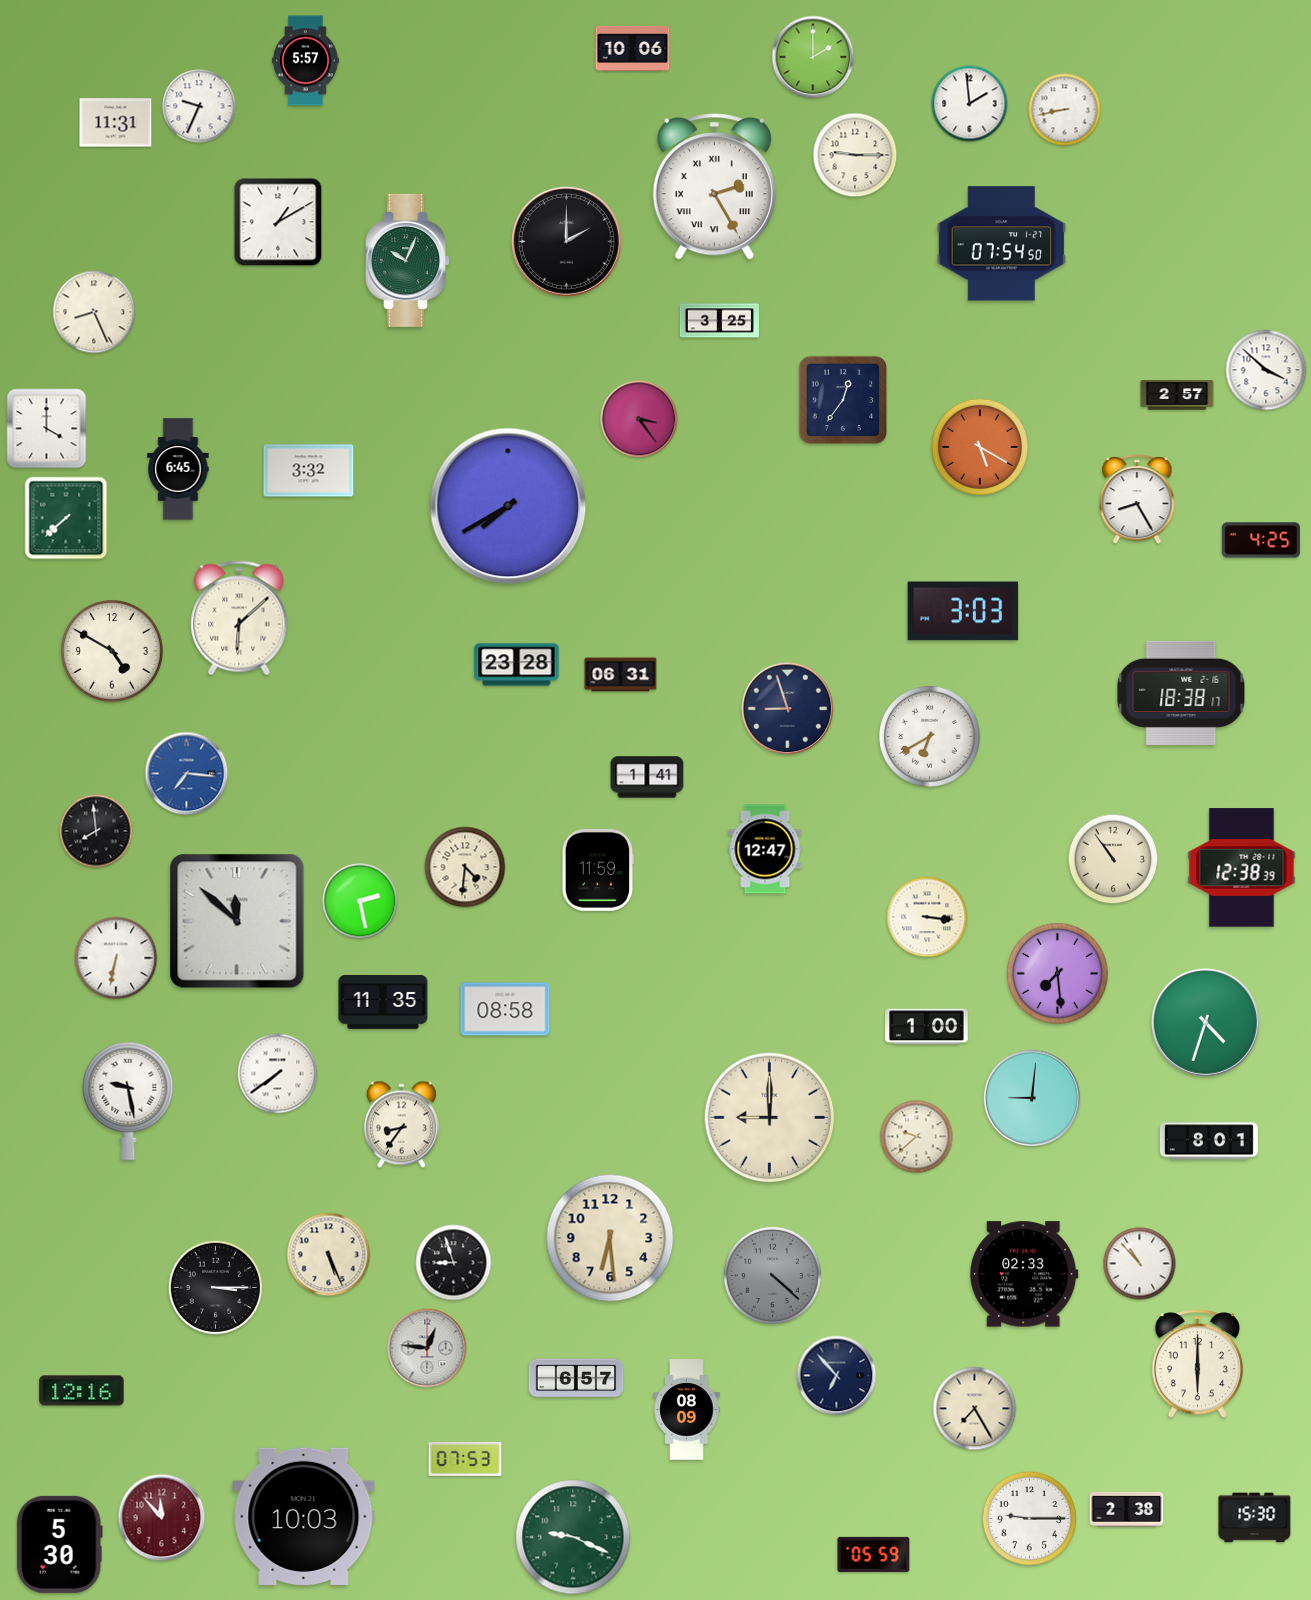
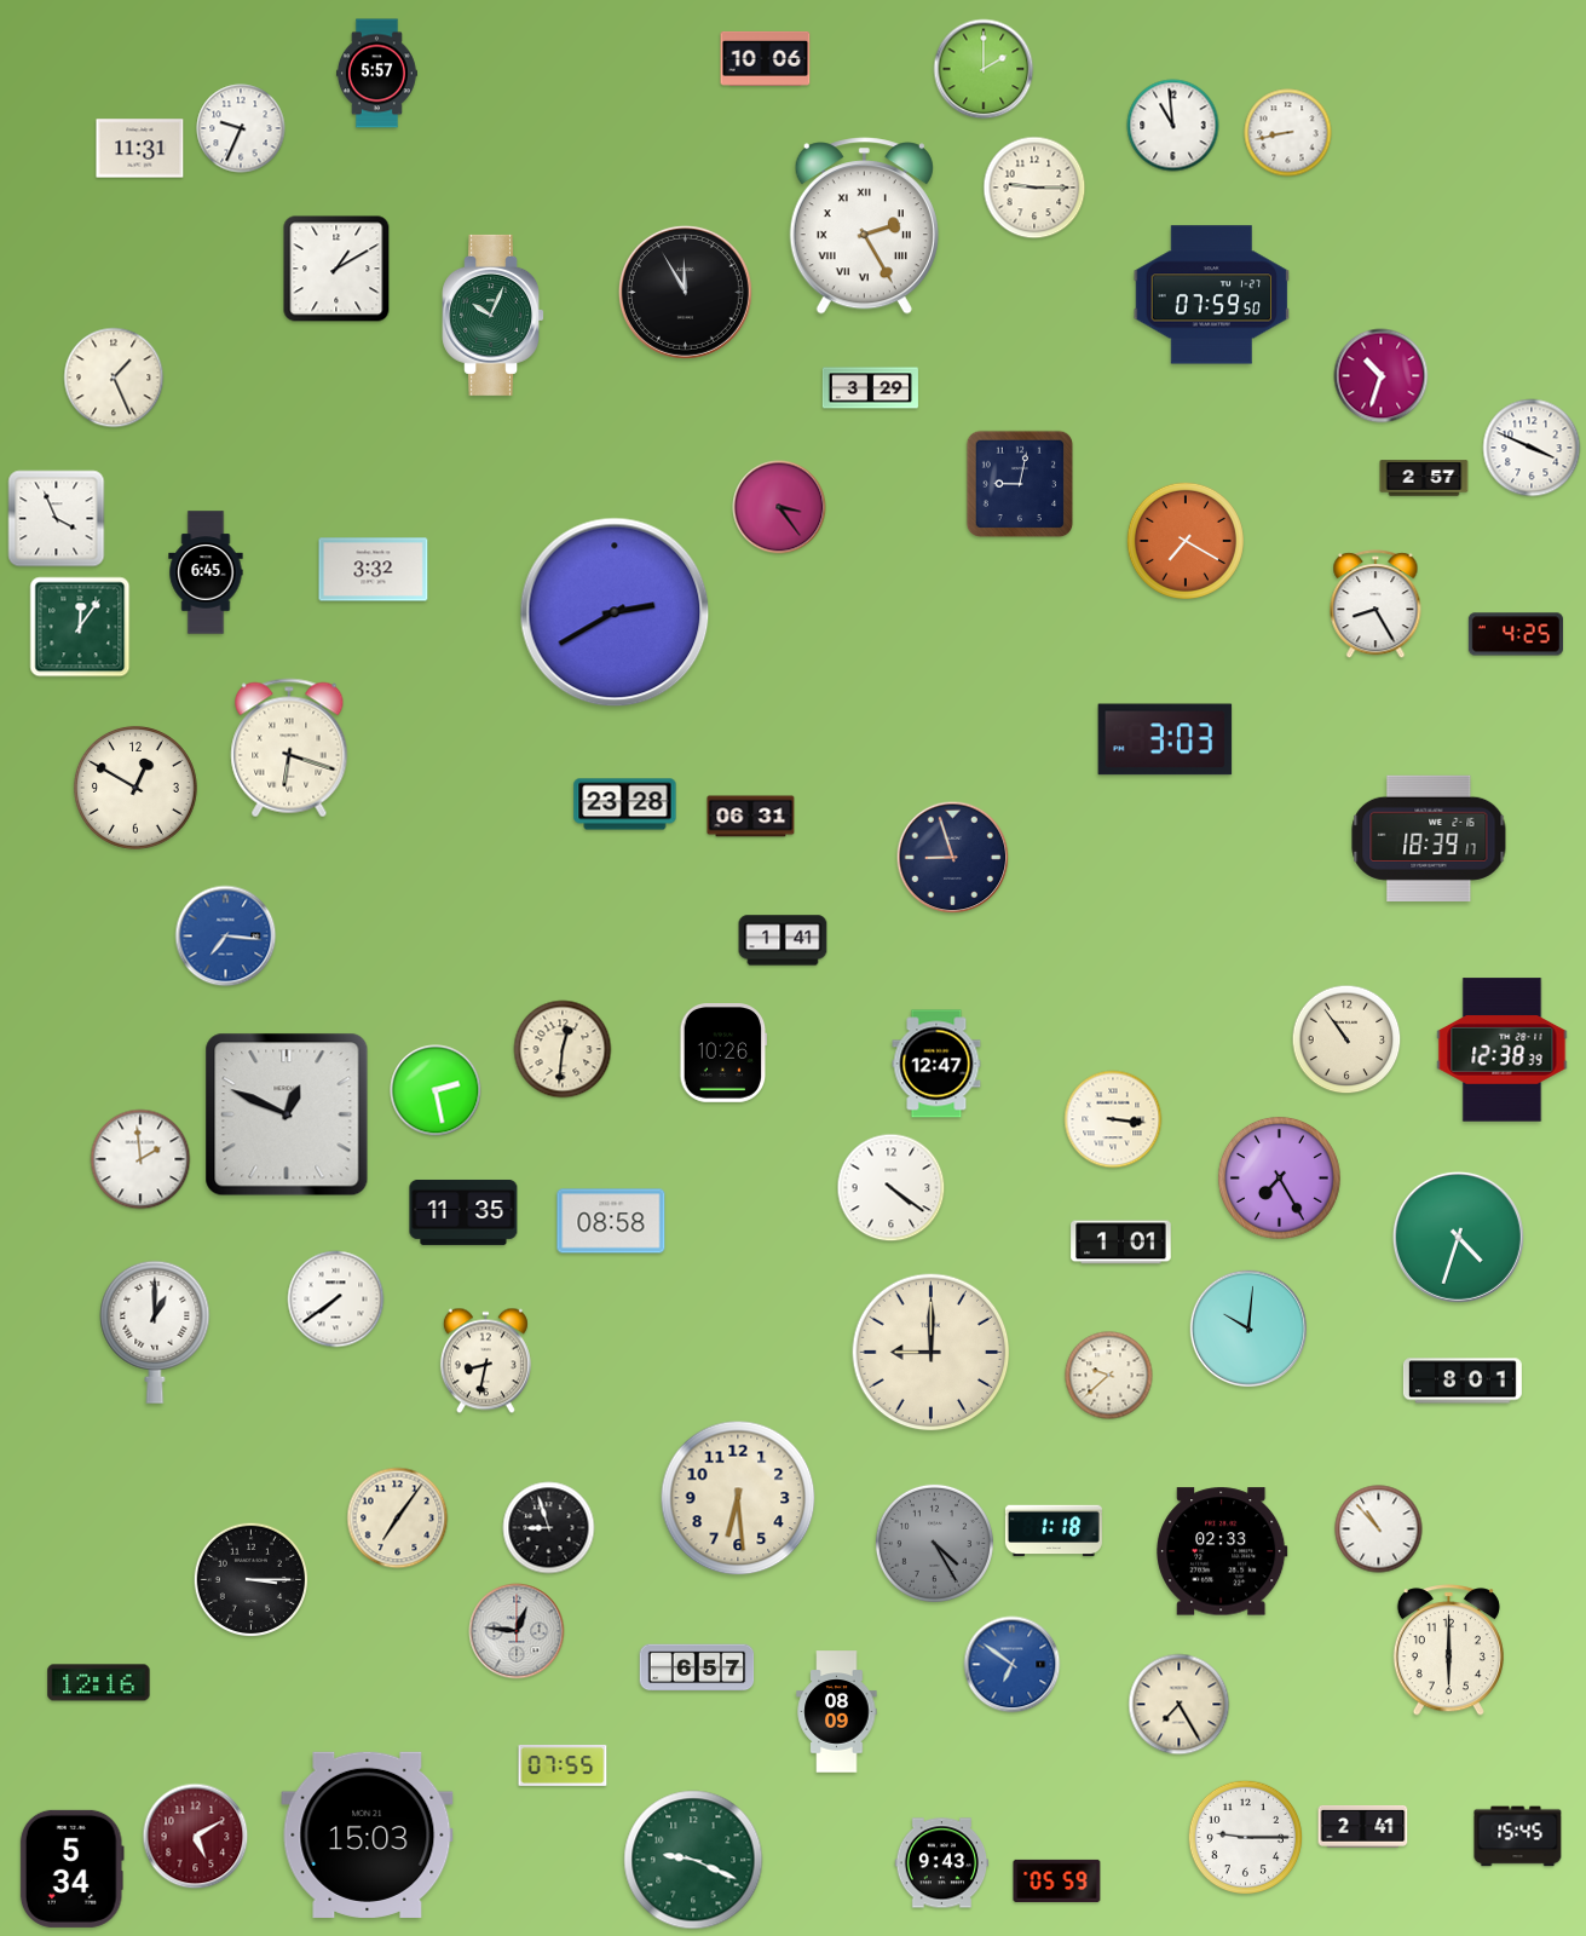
clock at (305, 61) position: (305, 61) -> (376, 74)
clock at (970, 104): 1:59 -> 10:59
clock at (566, 241): 2:00 -> 11:55
clock at (1002, 244): 07:54 -> 07:59
clock at (1382, 376): none -> 10:33
clock at (94, 312): 8:26 -> 1:26
clock at (719, 321): 3:25 -> 3:29
clock at (1266, 370): 3:52 -> 3:49
clock at (843, 400): 12:36 -> 9:02
clock at (639, 419) position: (639, 419) -> (779, 507)
clock at (47, 429): 4:00 -> 3:56
clock at (980, 447): 5:20 -> 7:20
clock at (178, 469) position: (178, 469) -> (206, 572)
clock at (508, 506): 7:40 -> 2:40
clock at (66, 518): 7:38 -> 12:06
clock at (1260, 540) position: (1260, 540) -> (1515, 634)
clock at (239, 618): 6:08 -> 6:18
clock at (112, 651): 4:50 -> 12:50
clock at (1181, 693): 18:38 -> 18:39
clock at (929, 736): 6:40 -> none
clock at (96, 831): 7:59 -> none
clock at (765, 849) position: (765, 849) -> (936, 1064)
clock at (465, 867): 4:31 -> 12:31
clock at (598, 870): 11:59 -> 10:26
clock at (927, 917) position: (927, 917) -> (1113, 1119)
clock at (237, 921): 11:52 -> 12:49
clock at (116, 958): 6:32 -> 1:59
clock at (1057, 973): 7:29 -> 7:25
clock at (892, 1188): none -> 4:21
clock at (927, 1027): 1:00 -> 1:01
clock at (1032, 1098): 9:01 -> 10:01
clock at (128, 1101): 9:28 -> 1:00
clock at (401, 1125): 8:36 -> 8:32
clock at (329, 1255): 5:26 -> 7:06
clock at (1054, 1531): none -> 1:18
clock at (1024, 1274) position: (1024, 1274) -> (1222, 1551)
clock at (772, 1275): 4:22 -> 4:25
clock at (216, 1288) position: (216, 1288) -> (252, 1580)
clock at (837, 1376): 6:53 -> 6:51
clock at (837, 1376) dial: navy -> blue
clock at (687, 1410) position: (687, 1410) -> (837, 1712)
clock at (465, 1459): 07:53 -> 07:55
clock at (1127, 1509): 2:38 -> 2:41
clock at (304, 1516): 10:03 -> 15:03
clock at (162, 1518): 11:53 -> 5:10
clock at (1255, 1518): 15:30 -> 15:45
clock at (942, 1863): none -> 9:43
clock at (59, 1544): 5:30 -> 5:34
